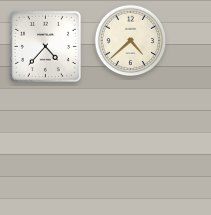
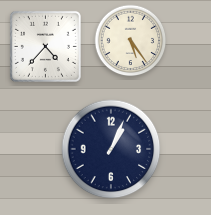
clock at (131, 41): 4:38 -> 5:24
clock at (111, 149): none -> 1:04
